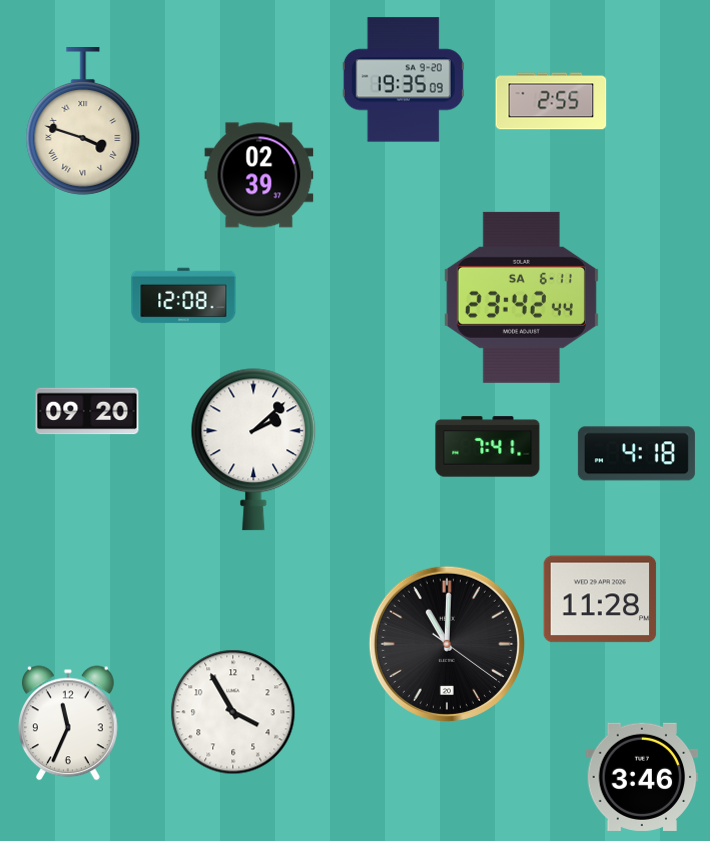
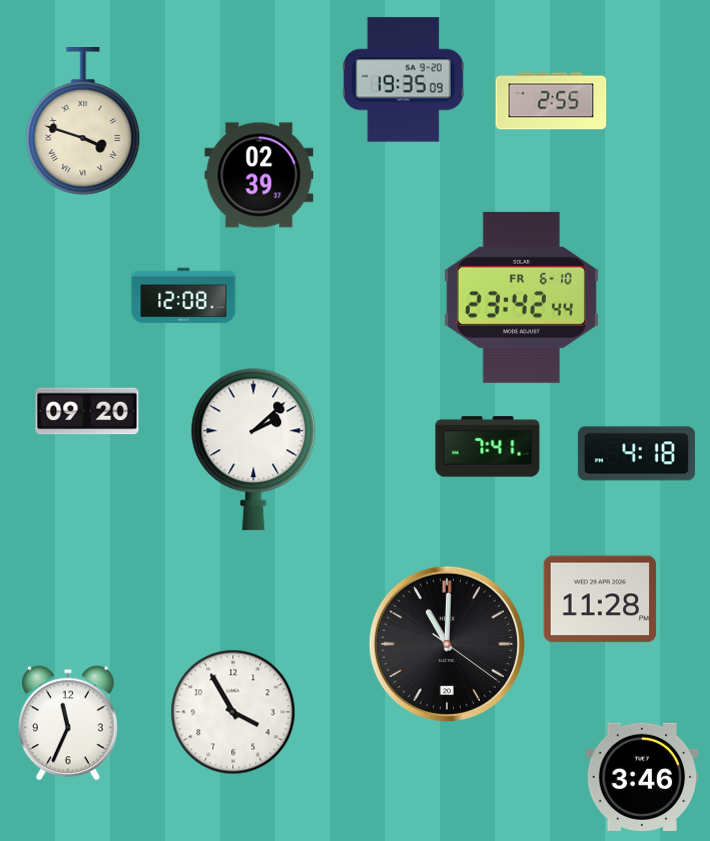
clock at (521, 297) date: SA 6-11 -> FR 6-10
